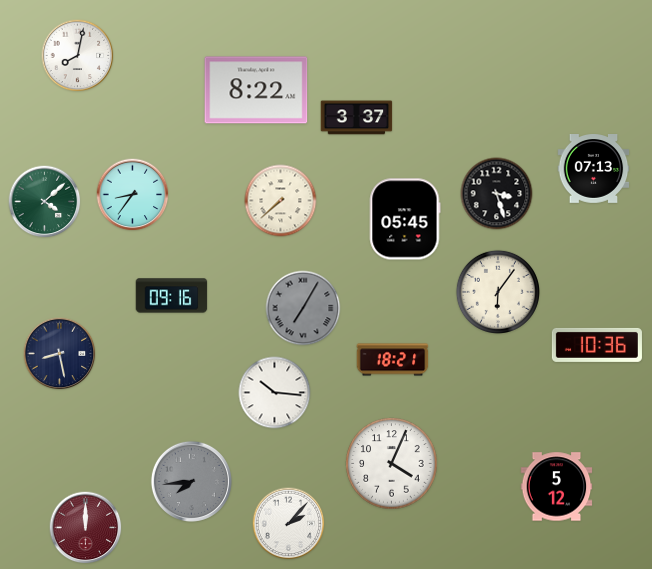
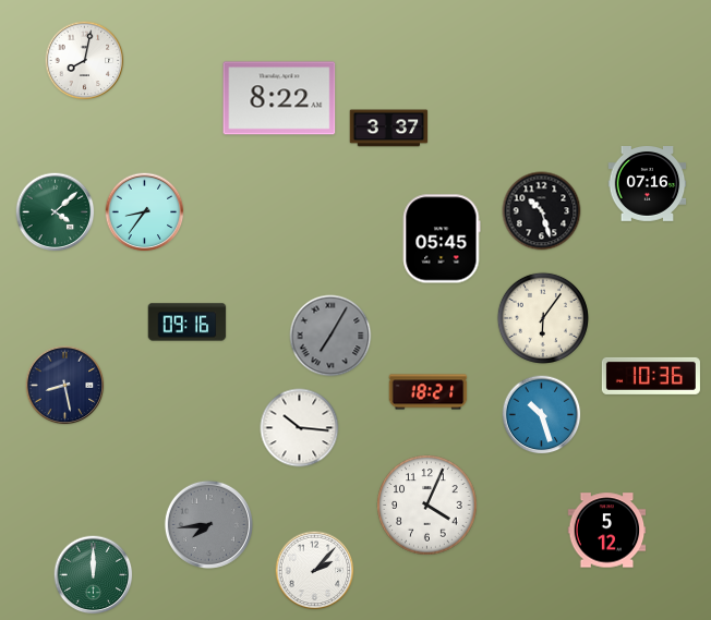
clock at (594, 169): 07:13 -> 07:16
clock at (497, 194): 3:27 -> 10:27
clock at (281, 201): 7:38 -> none
clock at (45, 202) position: (45, 202) -> (56, 212)
clock at (542, 415): none -> 10:27
clock at (86, 528) dial: burgundy -> green
